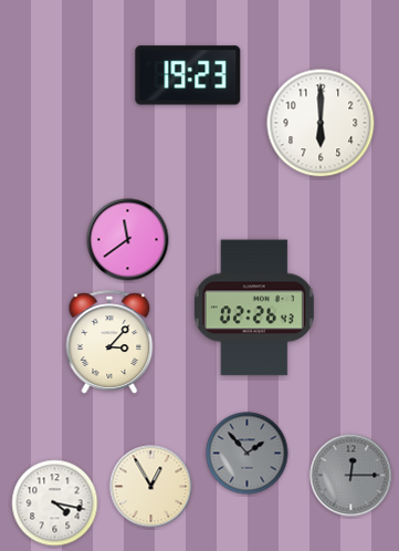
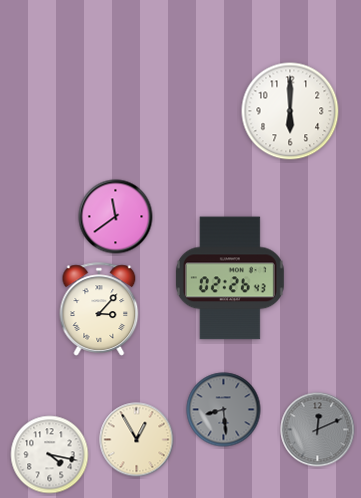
clock at (188, 75): 19:23 -> none
clock at (248, 454): 1:53 -> 8:29
clock at (351, 476): 12:15 -> 12:11
